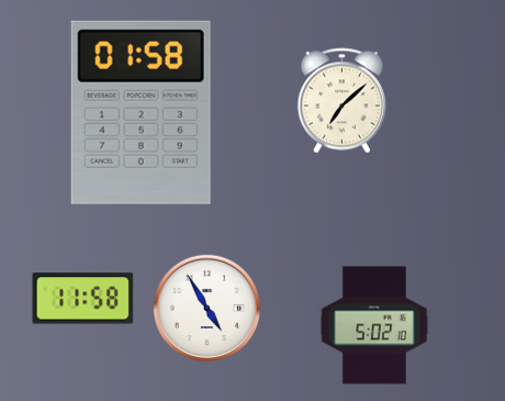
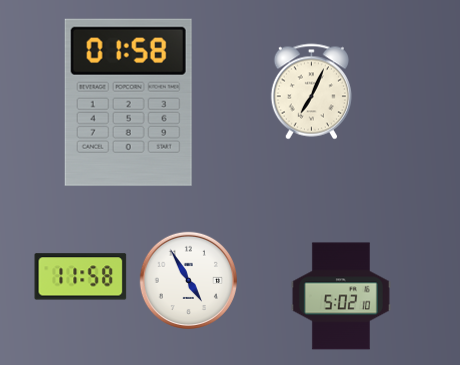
clock at (341, 101): 7:08 -> 7:04
clock at (83, 299) position: (83, 299) -> (81, 277)
